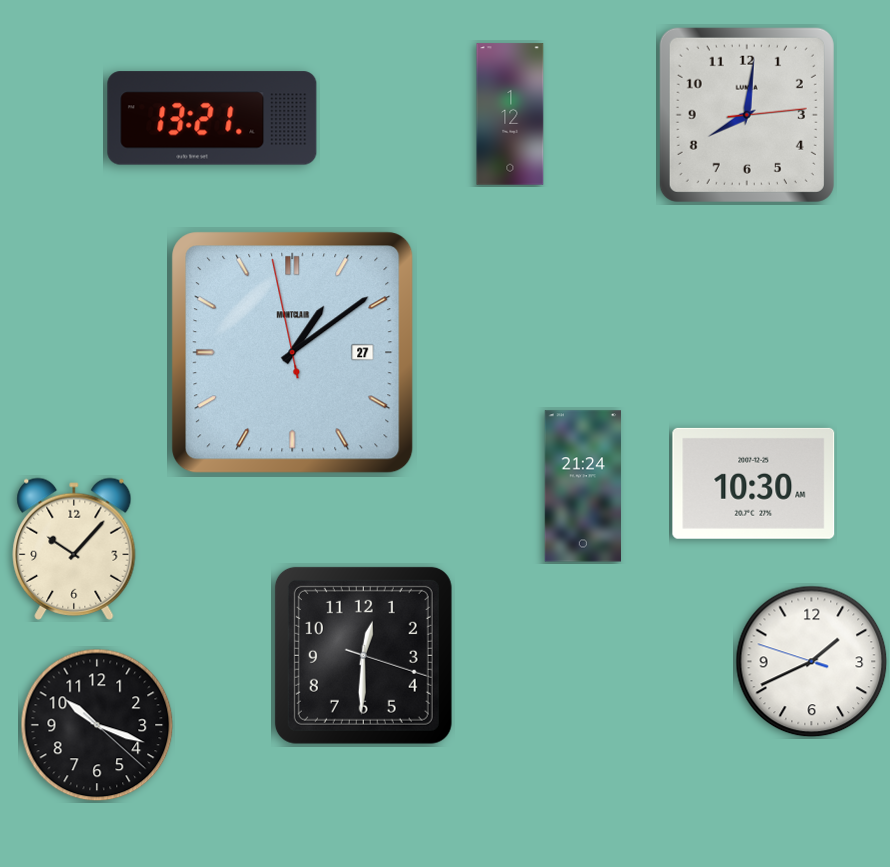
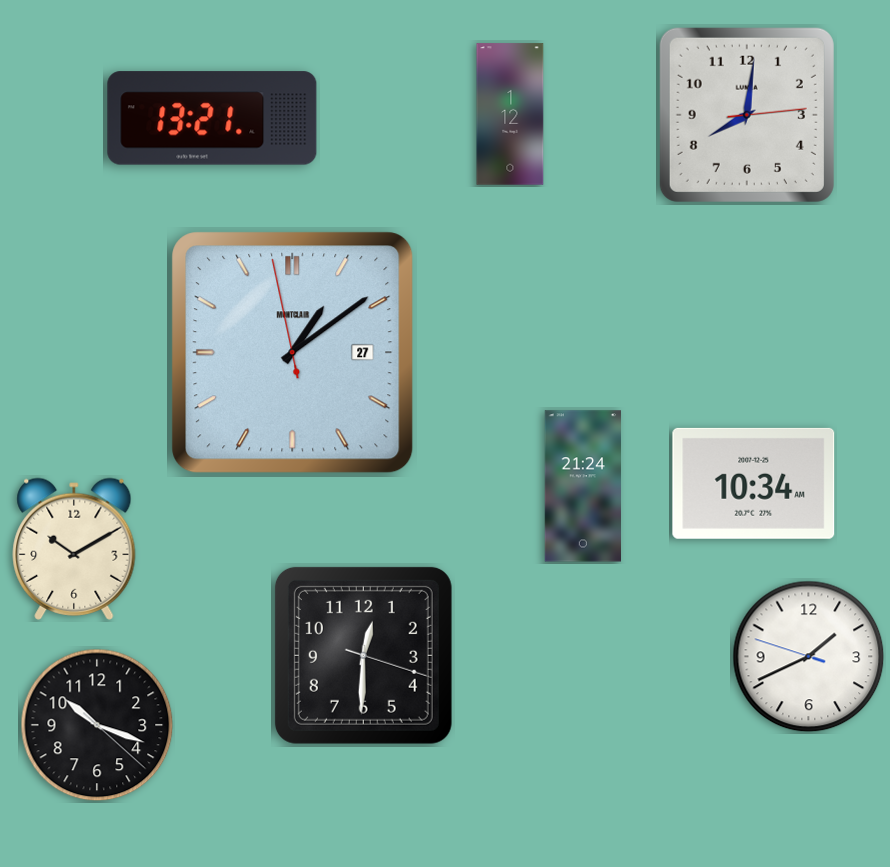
clock at (754, 483): 10:30 -> 10:34
clock at (74, 549): 10:07 -> 10:10
clock at (812, 662) position: (812, 662) -> (809, 657)
